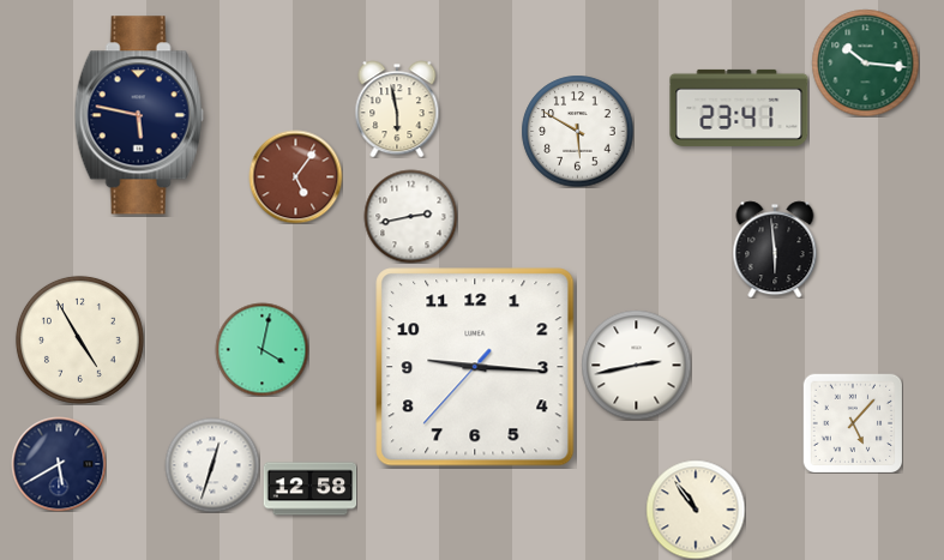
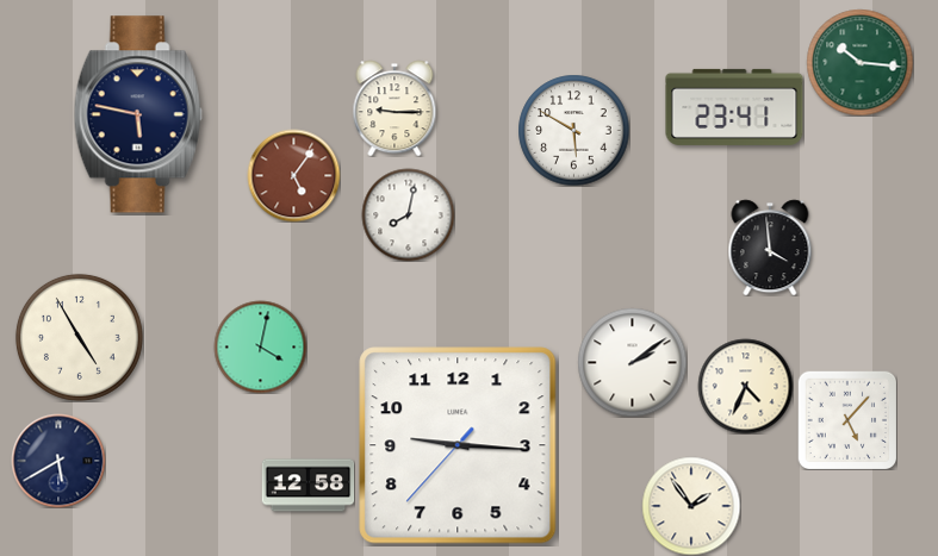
clock at (397, 109): 5:58 -> 9:15
clock at (410, 216): 2:43 -> 8:02
clock at (775, 249): 5:59 -> 3:59
clock at (636, 365): 2:43 -> 2:09
clock at (475, 367) position: (475, 367) -> (458, 445)
clock at (745, 386): none -> 4:34
clock at (212, 465): 12:33 -> none
clock at (696, 510): 10:54 -> 1:54
